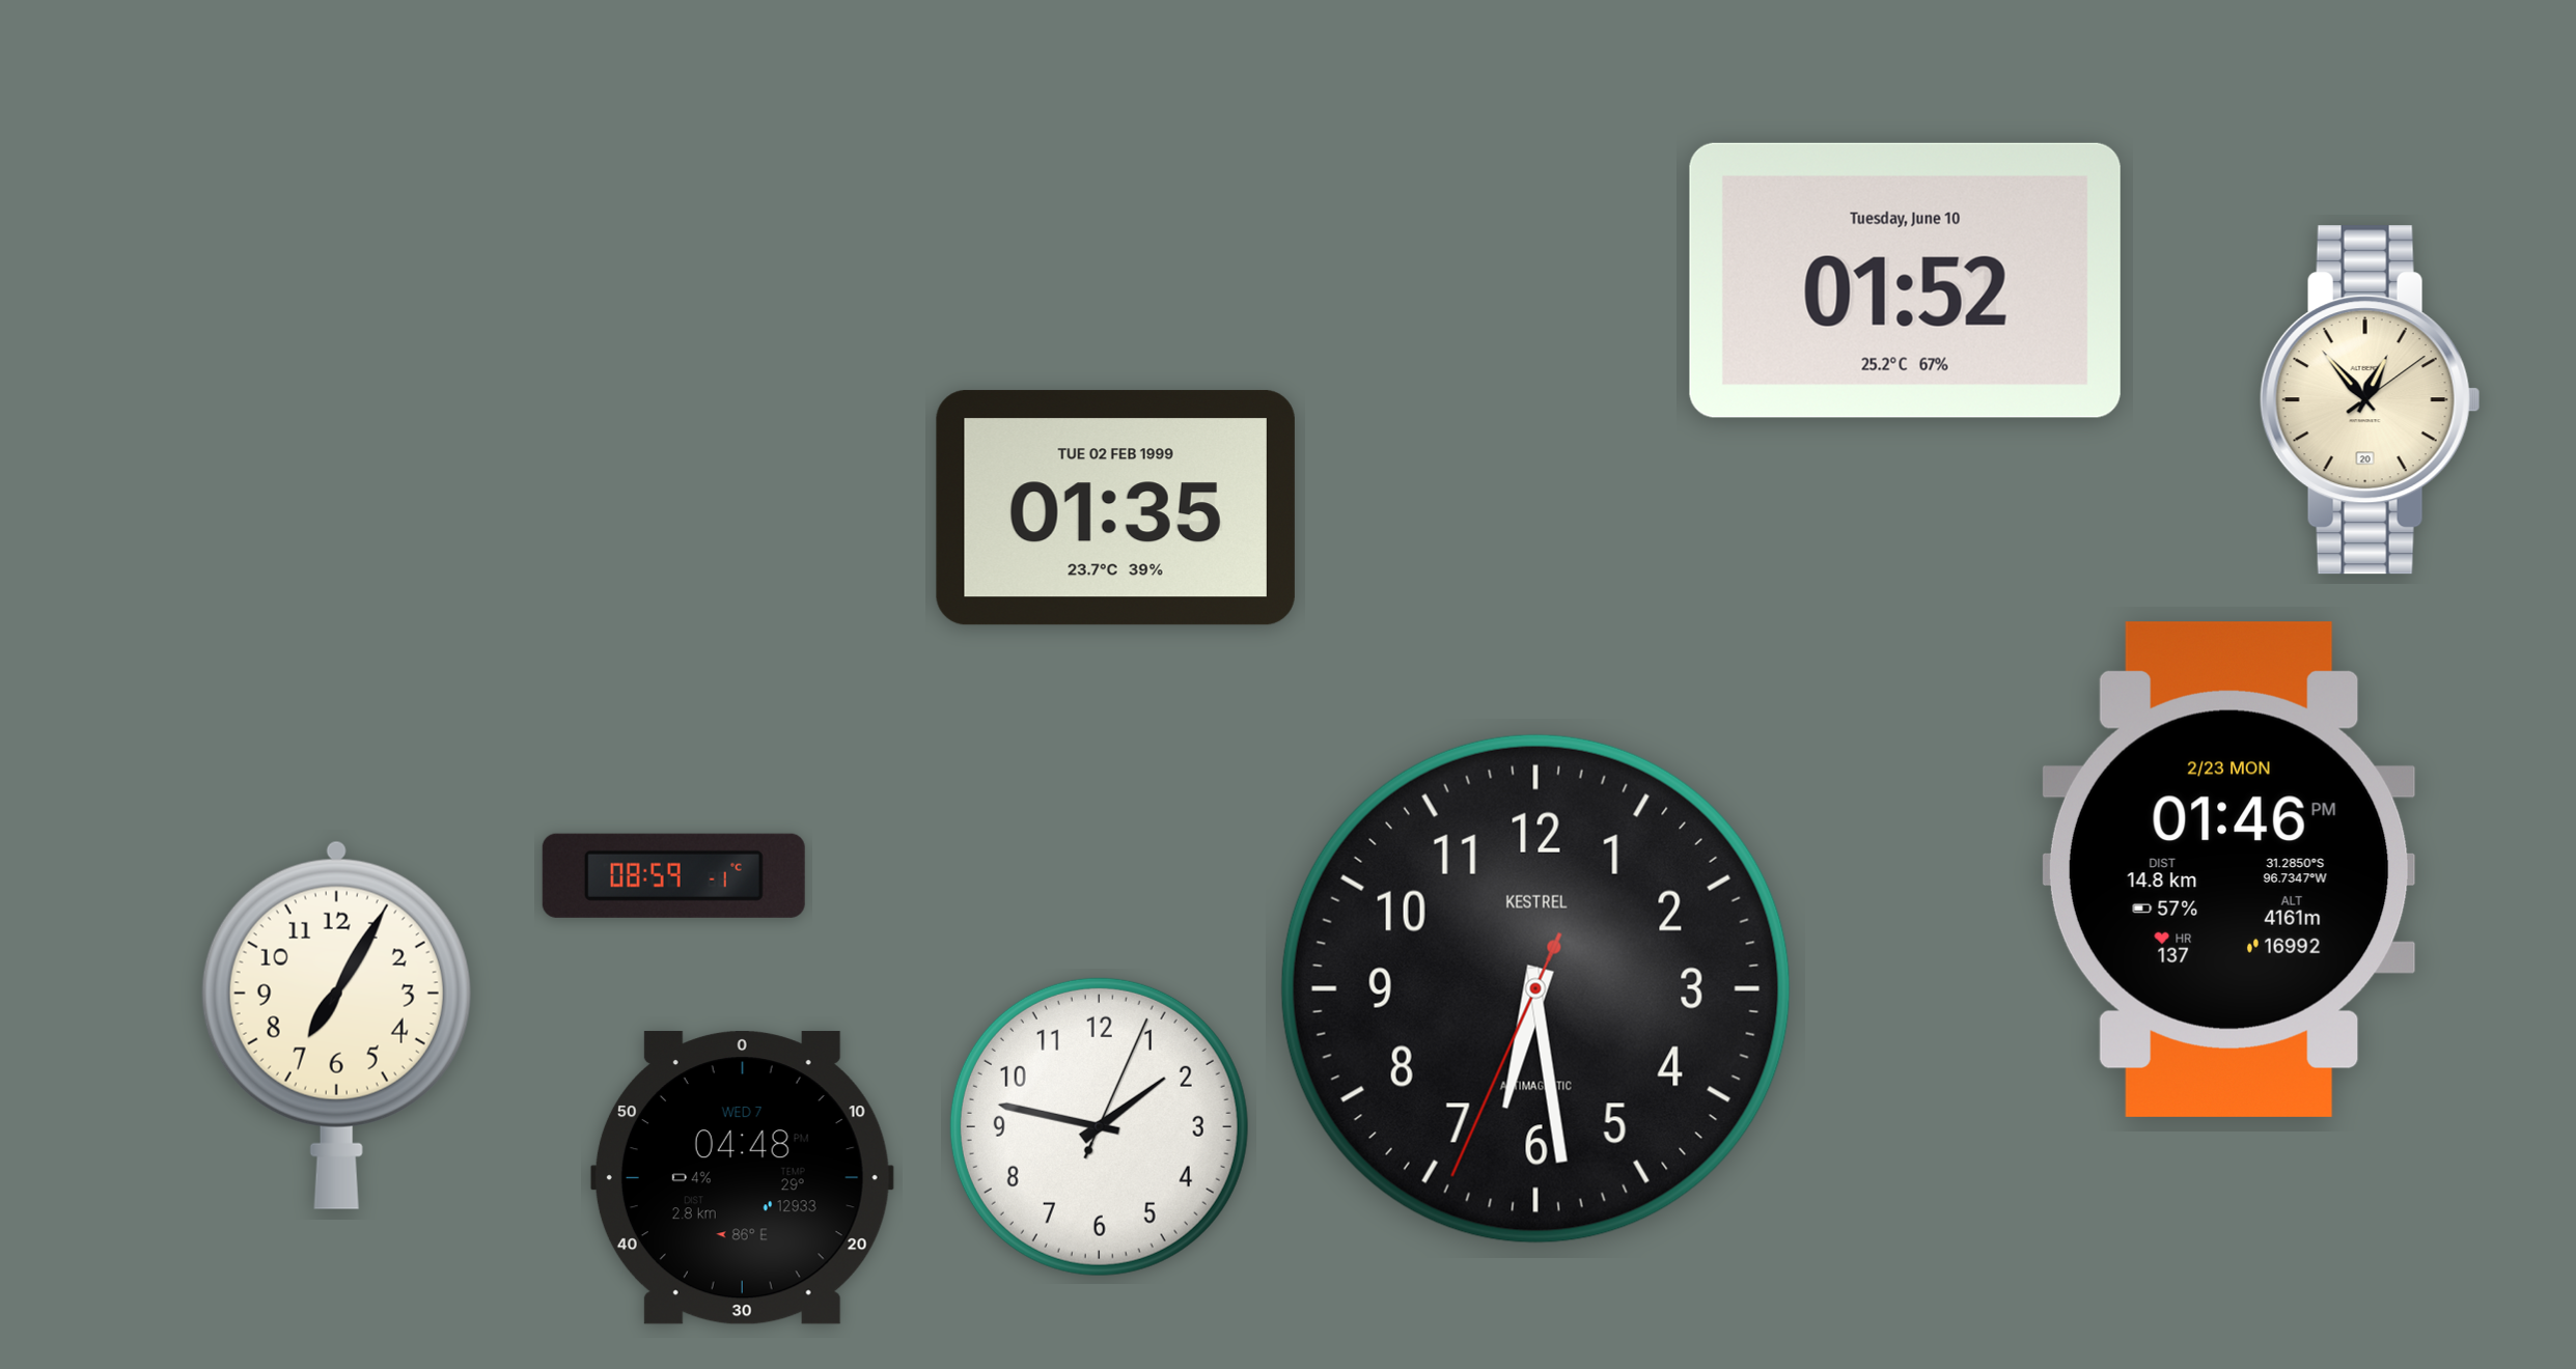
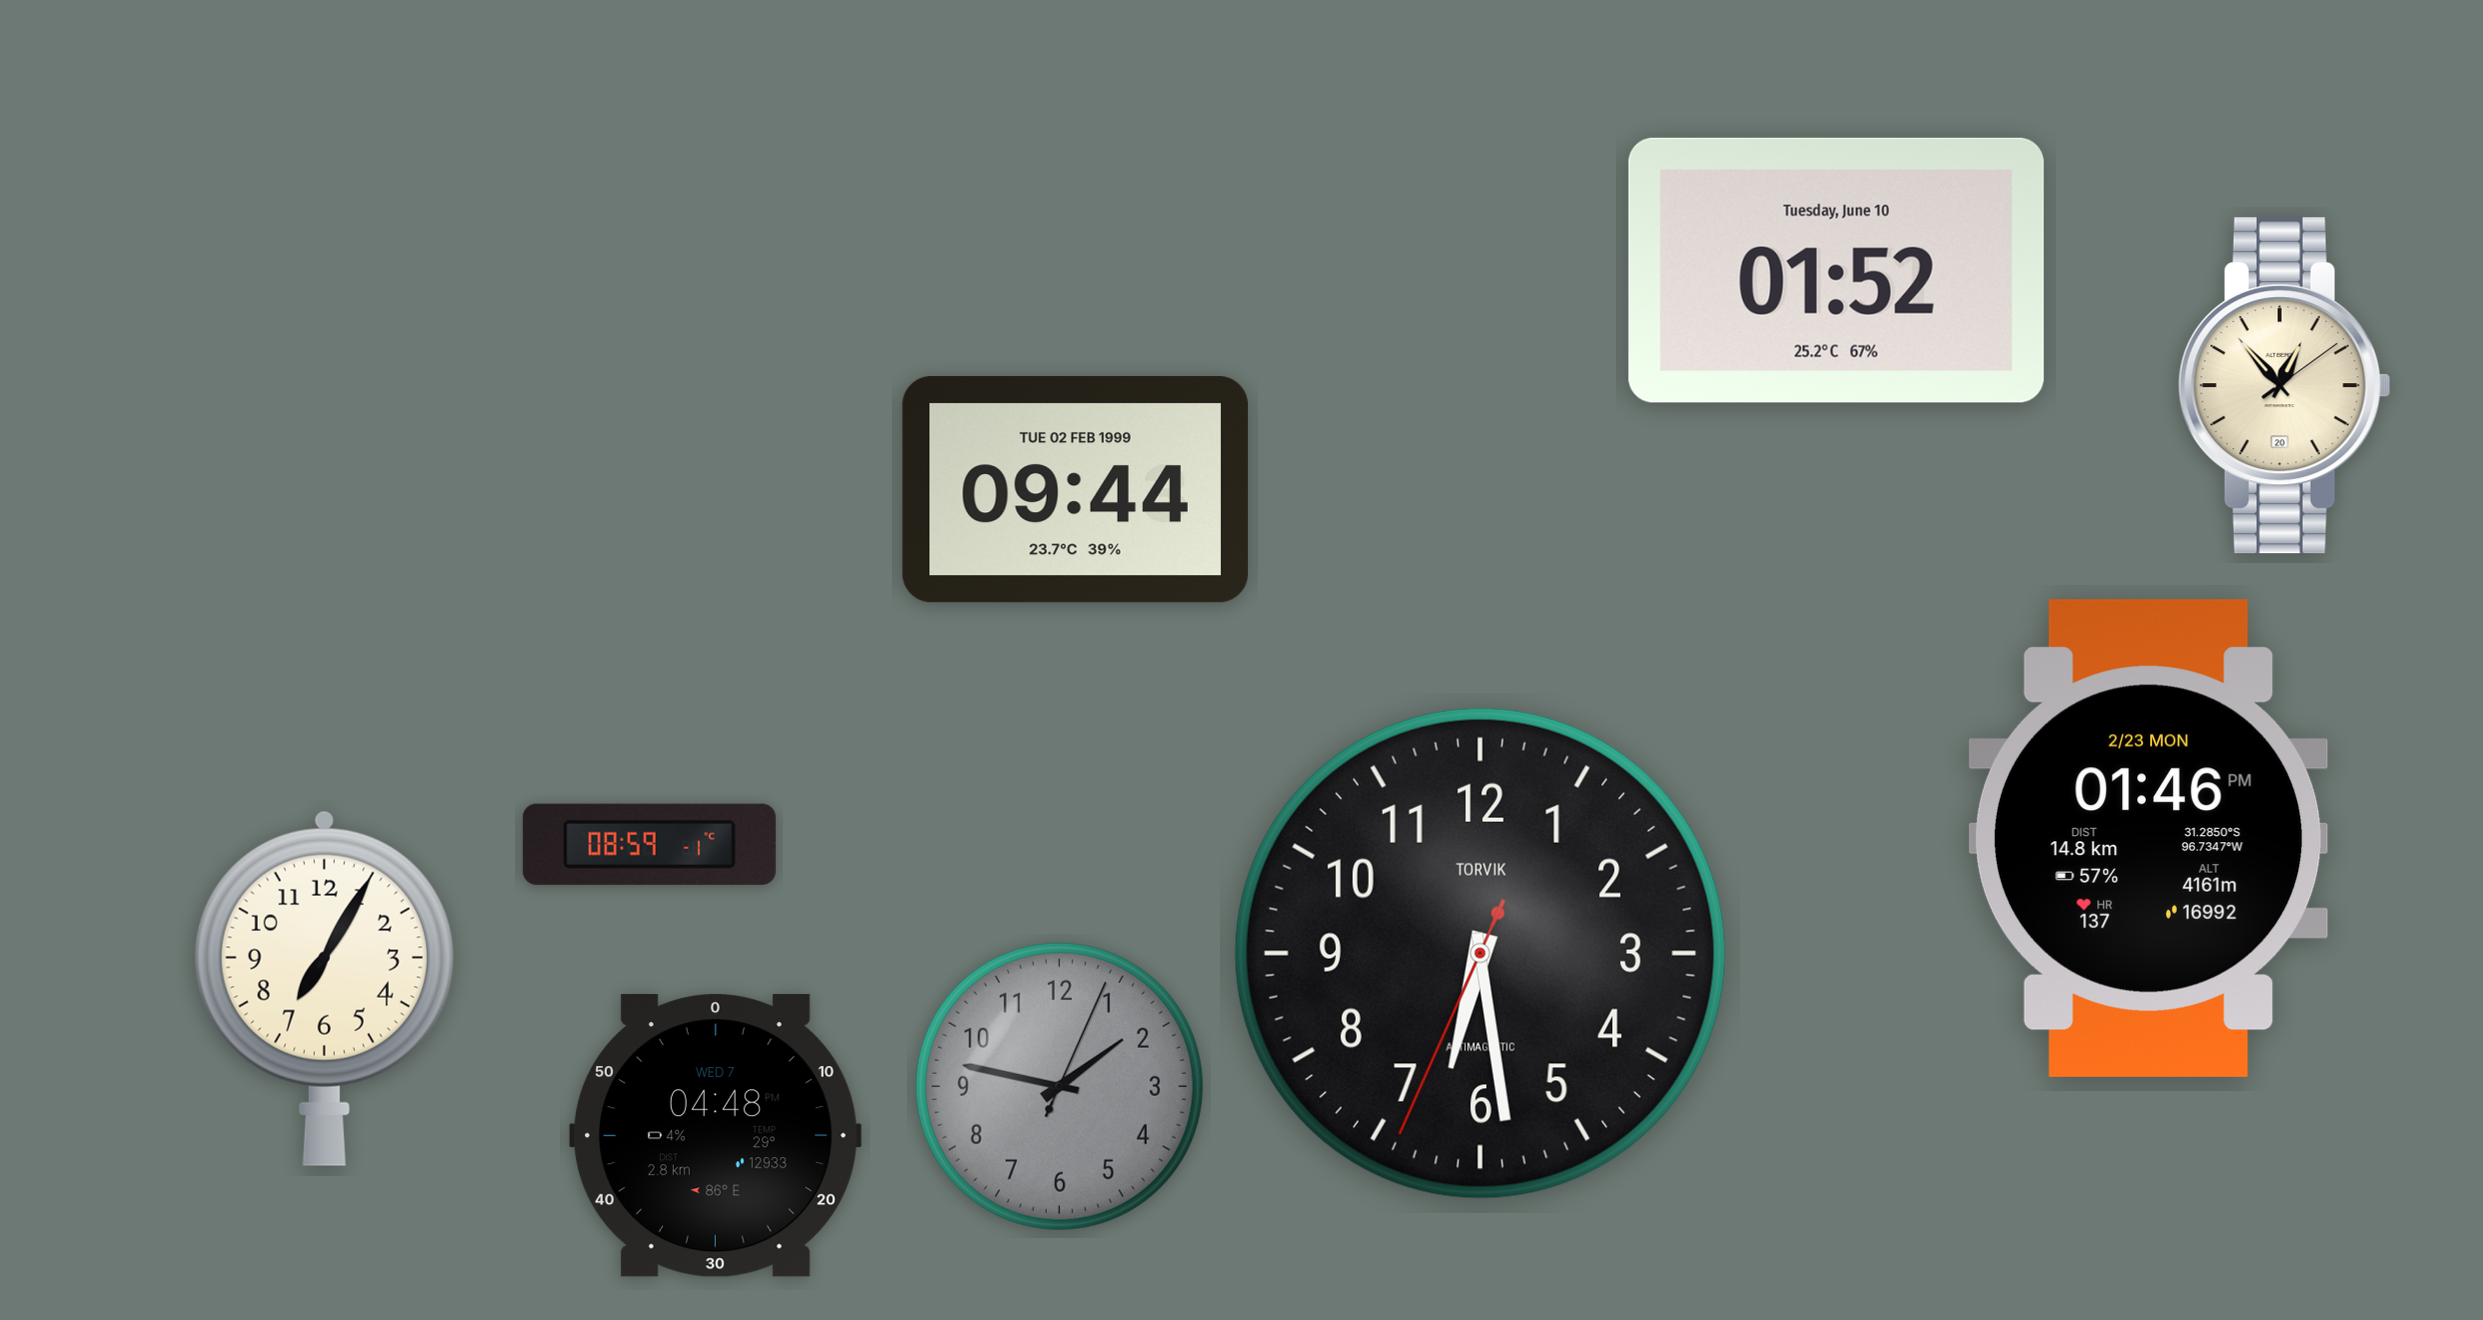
clock at (1115, 508): 01:35 -> 09:44
clock at (1535, 988) brand: KESTREL -> TORVIK
clock at (1099, 1126) dial: white -> grey
